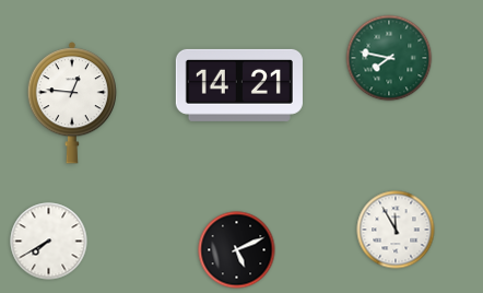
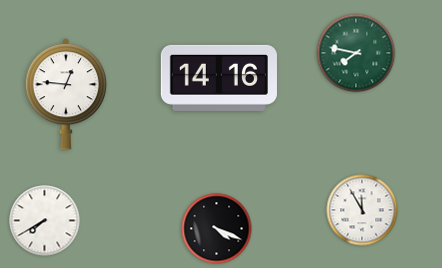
clock at (239, 85): 14:21 -> 14:16
clock at (237, 250): 5:11 -> 4:19
